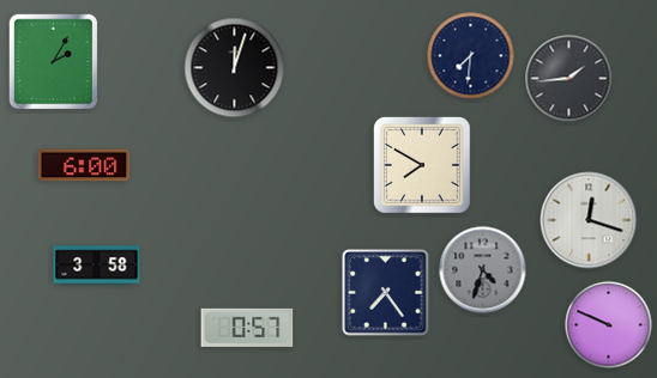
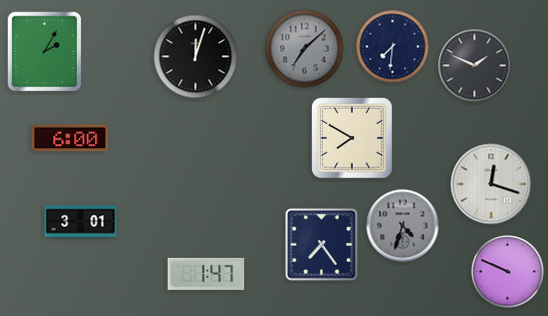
clock at (305, 49): none -> 7:08
clock at (569, 79): 1:44 -> 1:49
clock at (97, 266): 3:58 -> 3:01
clock at (247, 328): 0:57 -> 1:47
